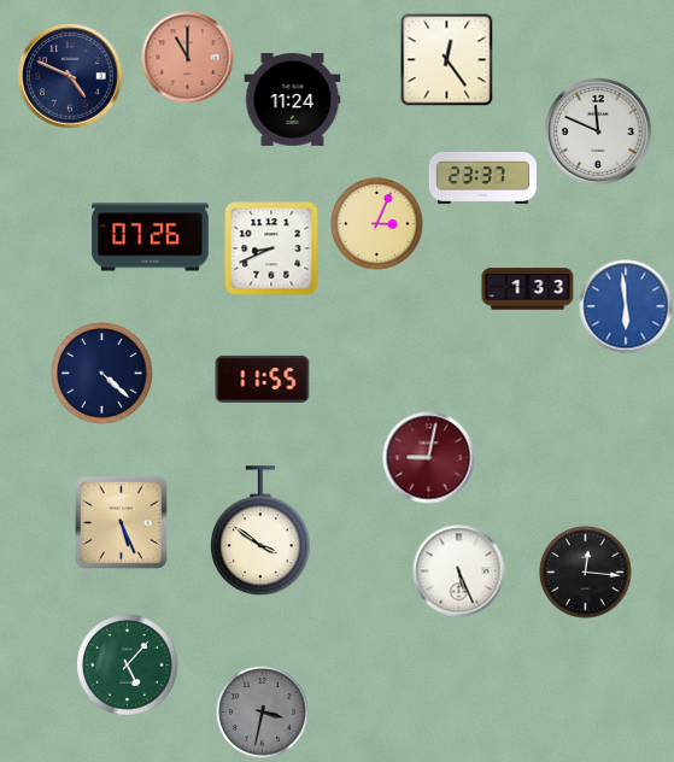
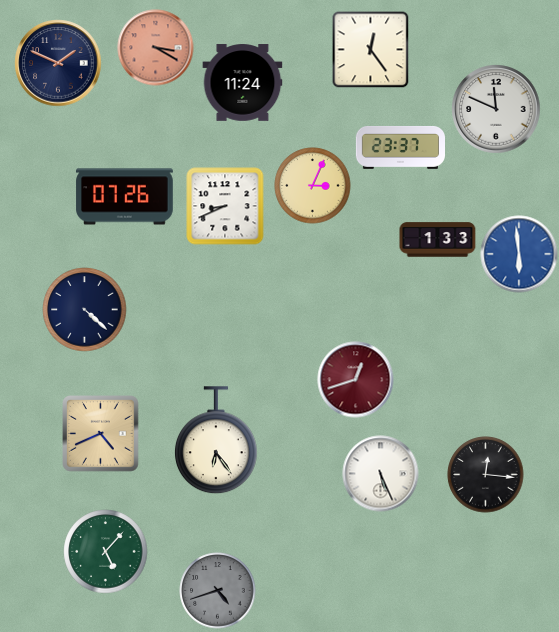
clock at (188, 58): 11:00 -> 3:20
clock at (70, 76): 4:49 -> 1:49
clock at (263, 379): 11:55 -> none
clock at (429, 458): 9:02 -> 12:42
clock at (122, 523): 5:26 -> 4:41
clock at (260, 532): 3:51 -> 6:24
clock at (263, 713): 3:32 -> 4:42
